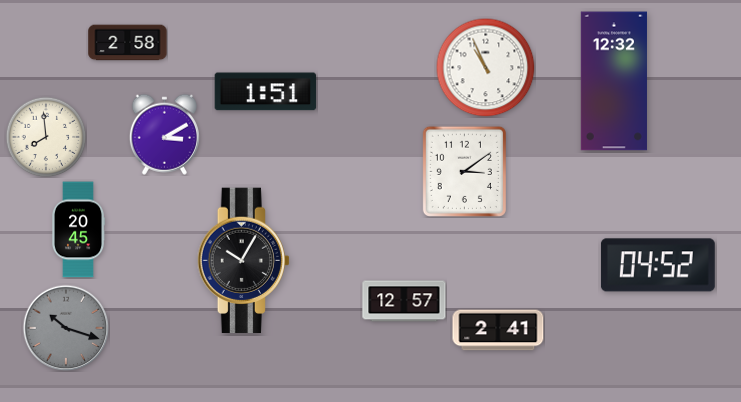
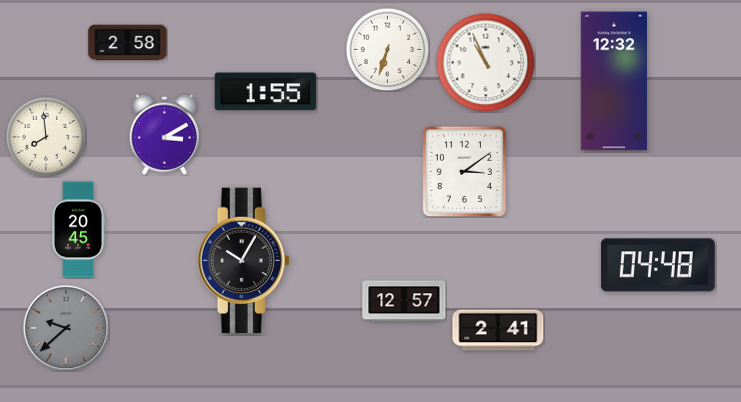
clock at (387, 49): none -> 6:33
clock at (486, 68) position: (486, 68) -> (486, 63)
clock at (266, 92): 1:51 -> 1:55
clock at (658, 265): 04:52 -> 04:48
clock at (66, 328): 10:18 -> 9:38
